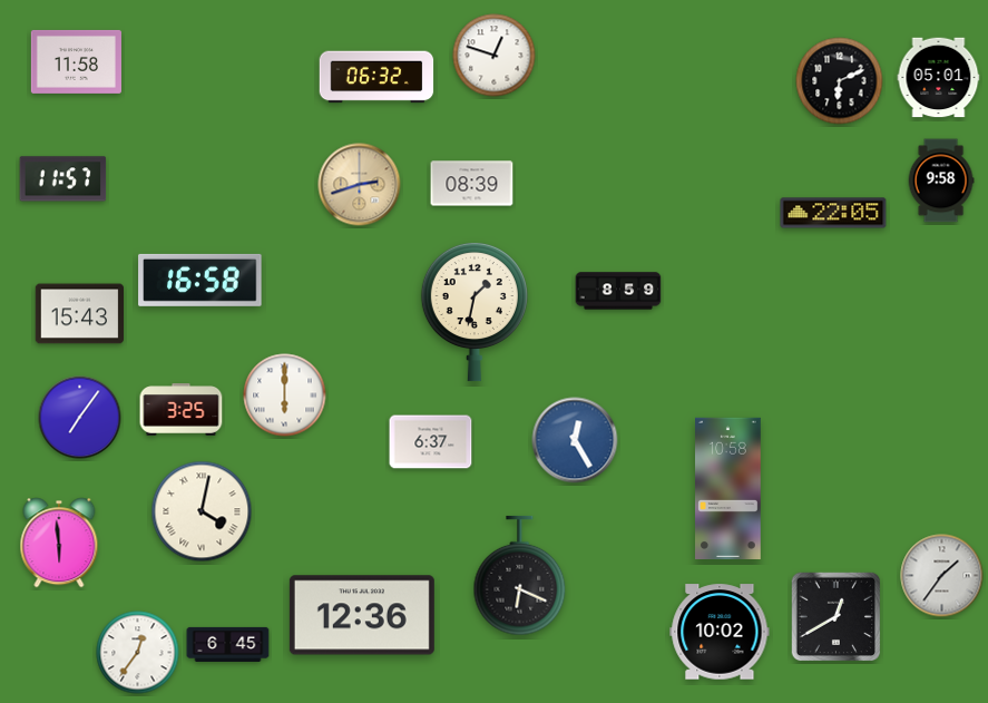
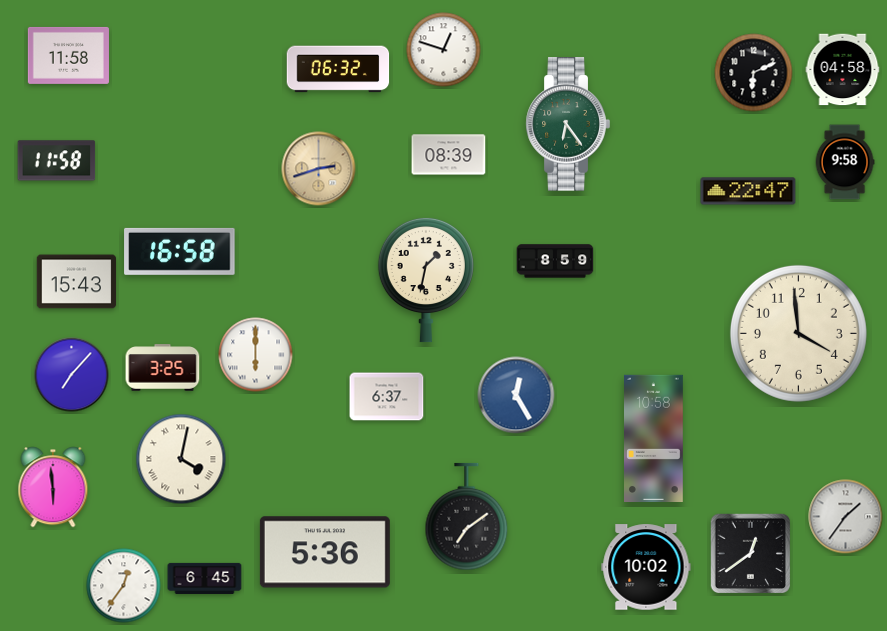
clock at (939, 78): 05:01 -> 04:58
clock at (568, 124): none -> 6:24
clock at (63, 179): 11:57 -> 11:58
clock at (472, 184) position: (472, 184) -> (449, 155)
clock at (360, 185) position: (360, 185) -> (319, 169)
clock at (833, 213): 22:05 -> 22:47
clock at (80, 314) position: (80, 314) -> (77, 282)
clock at (798, 333): none -> 3:59
clock at (80, 418): 7:06 -> 7:07
clock at (520, 576): 6:19 -> 7:09
clock at (362, 615): 12:36 -> 5:36
clock at (837, 617): 12:40 -> 12:39
